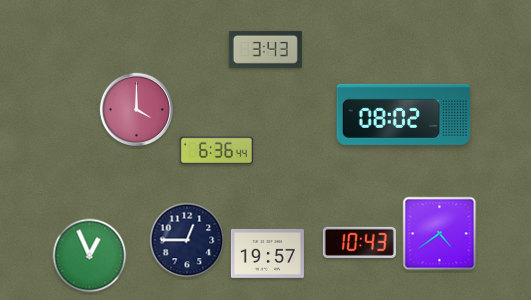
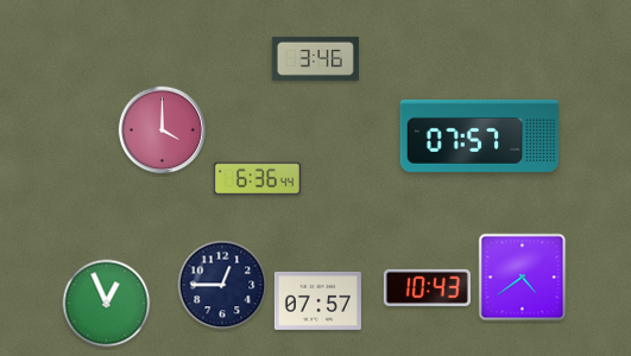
clock at (265, 49): 3:43 -> 3:46
clock at (403, 114): 08:02 -> 07:57
clock at (267, 253): 19:57 -> 07:57
